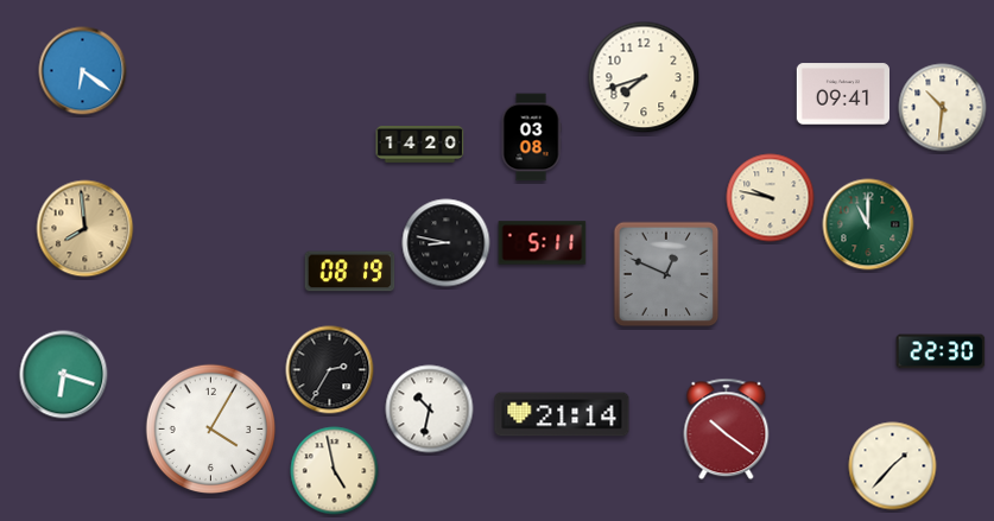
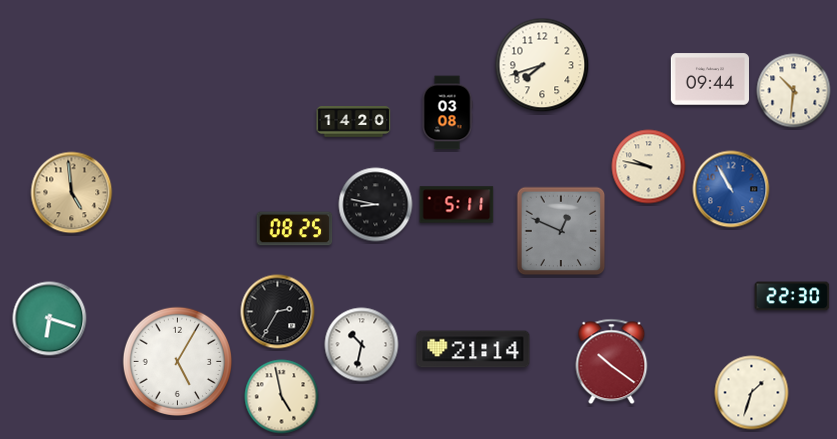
clock at (83, 71): 6:21 -> none
clock at (842, 94): 09:41 -> 09:44
clock at (531, 138) position: (531, 138) -> (447, 113)
clock at (868, 224): 11:00 -> 10:55
clock at (868, 224) dial: green -> blue
clock at (86, 229): 7:59 -> 4:59
clock at (350, 272): 08:19 -> 08:25
clock at (64, 375) position: (64, 375) -> (50, 319)
clock at (211, 430): 4:05 -> 5:05
clock at (893, 466): 1:37 -> 1:33
